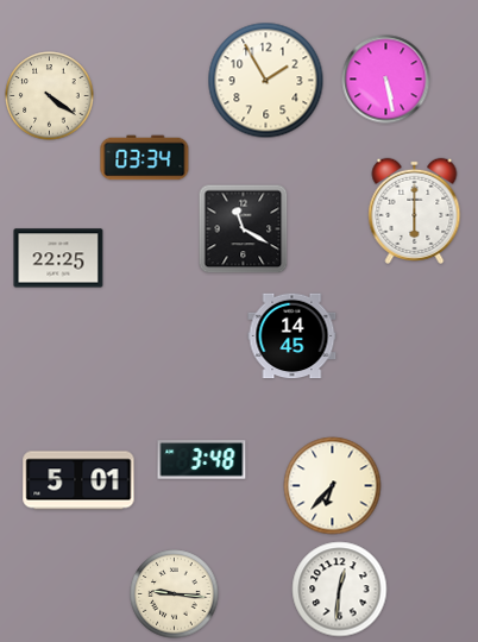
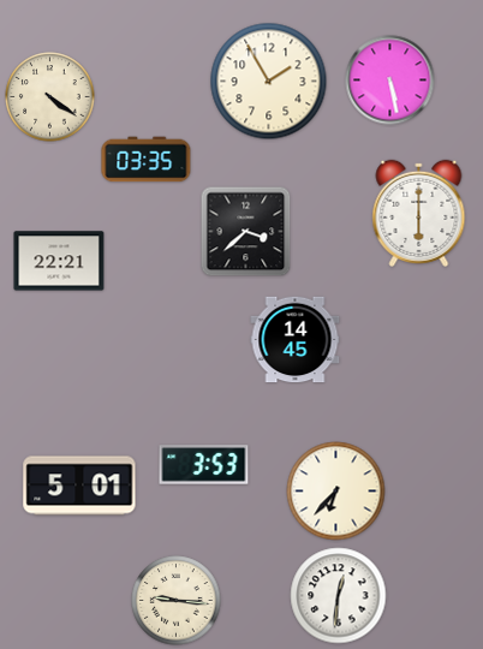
clock at (145, 158): 03:34 -> 03:35
clock at (244, 229): 11:20 -> 3:38
clock at (58, 258): 22:25 -> 22:21
clock at (202, 460): 3:48 -> 3:53
clock at (340, 590) position: (340, 590) -> (339, 596)
